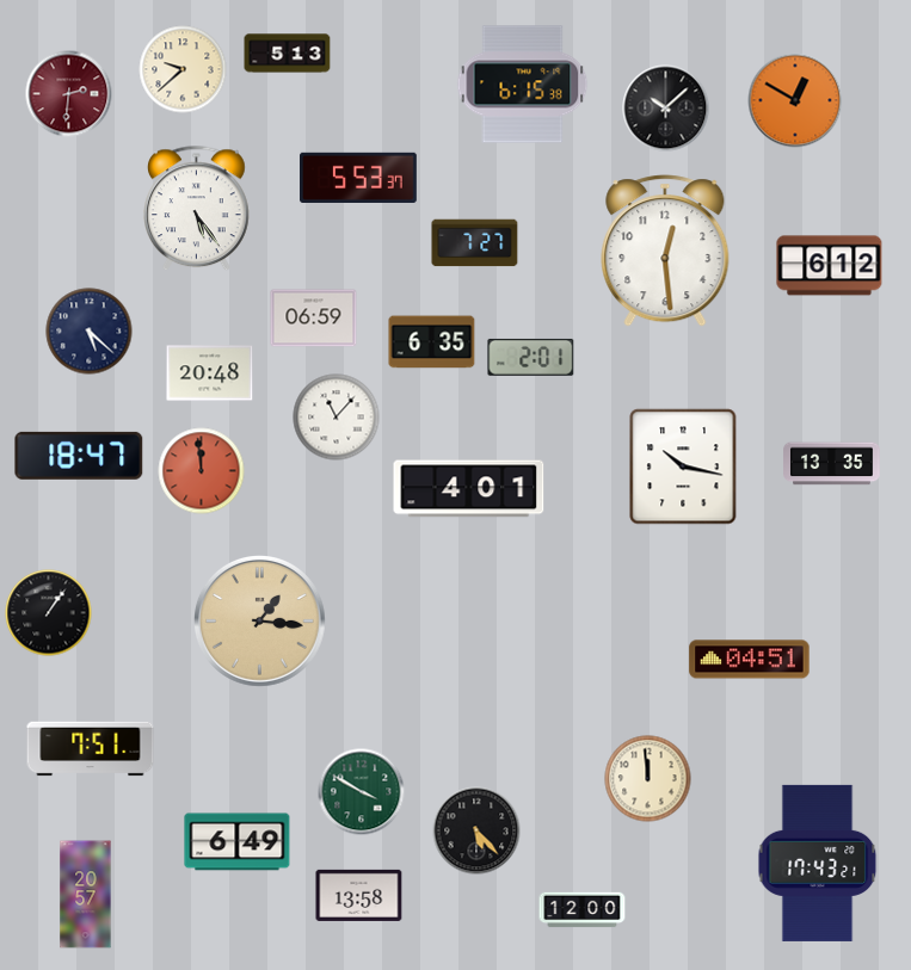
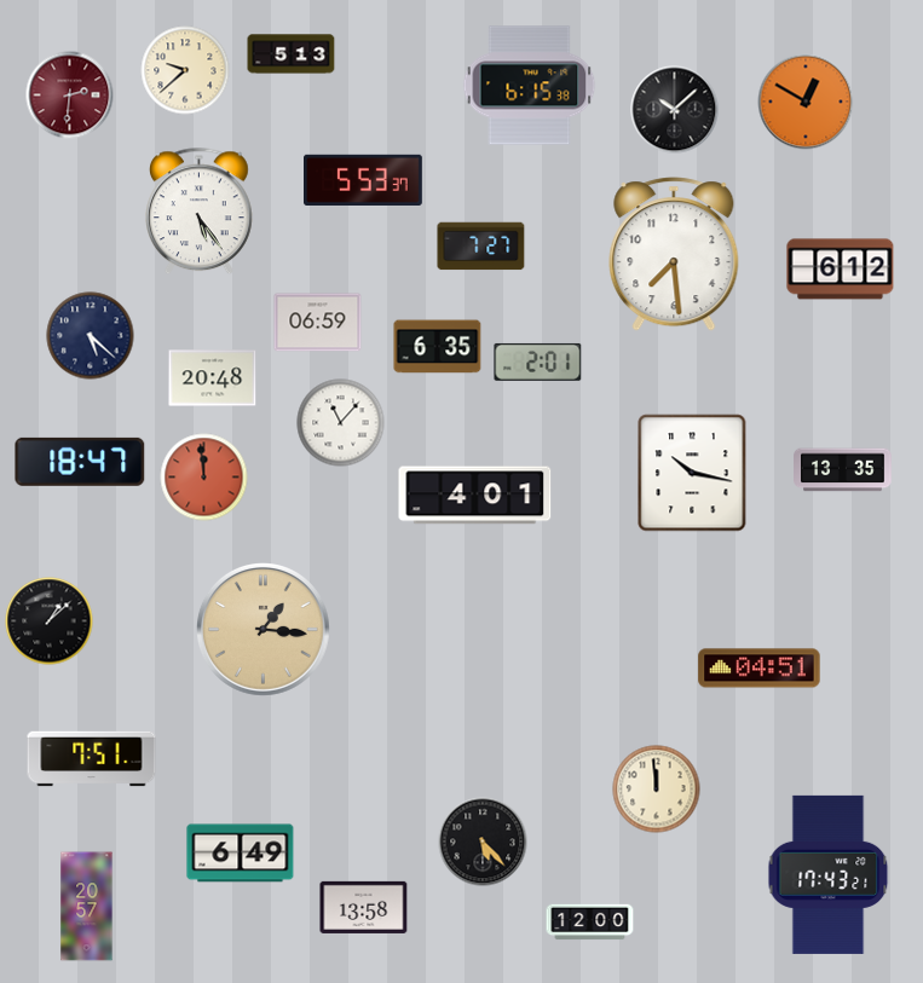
clock at (665, 251): 12:29 -> 7:29
clock at (49, 613): 1:06 -> 1:08
clock at (362, 792): 3:50 -> none
